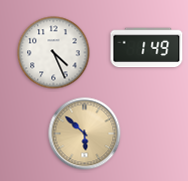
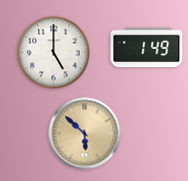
clock at (54, 53): 4:26 -> 5:00
